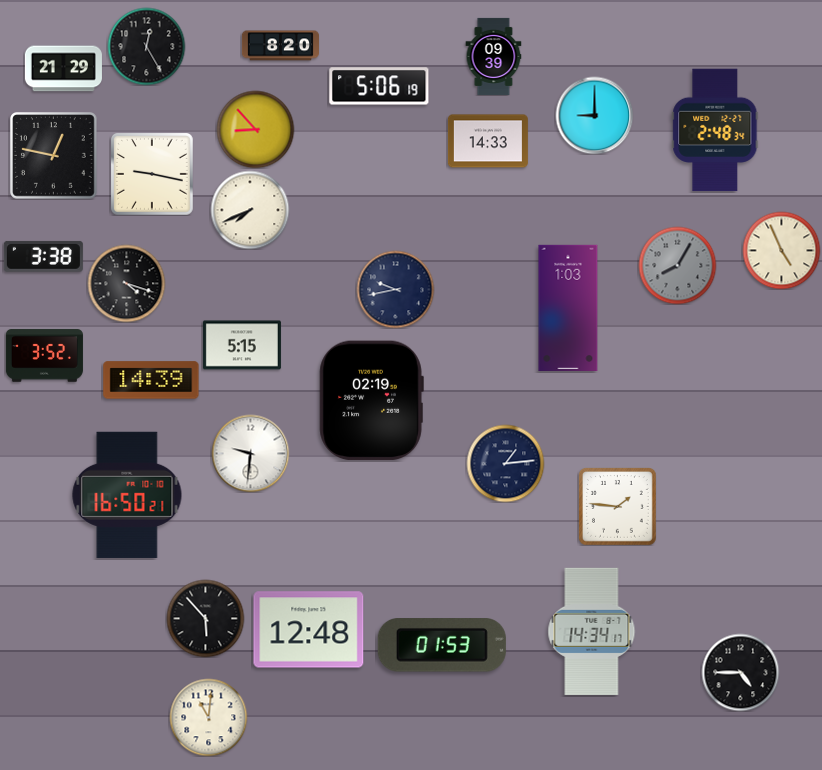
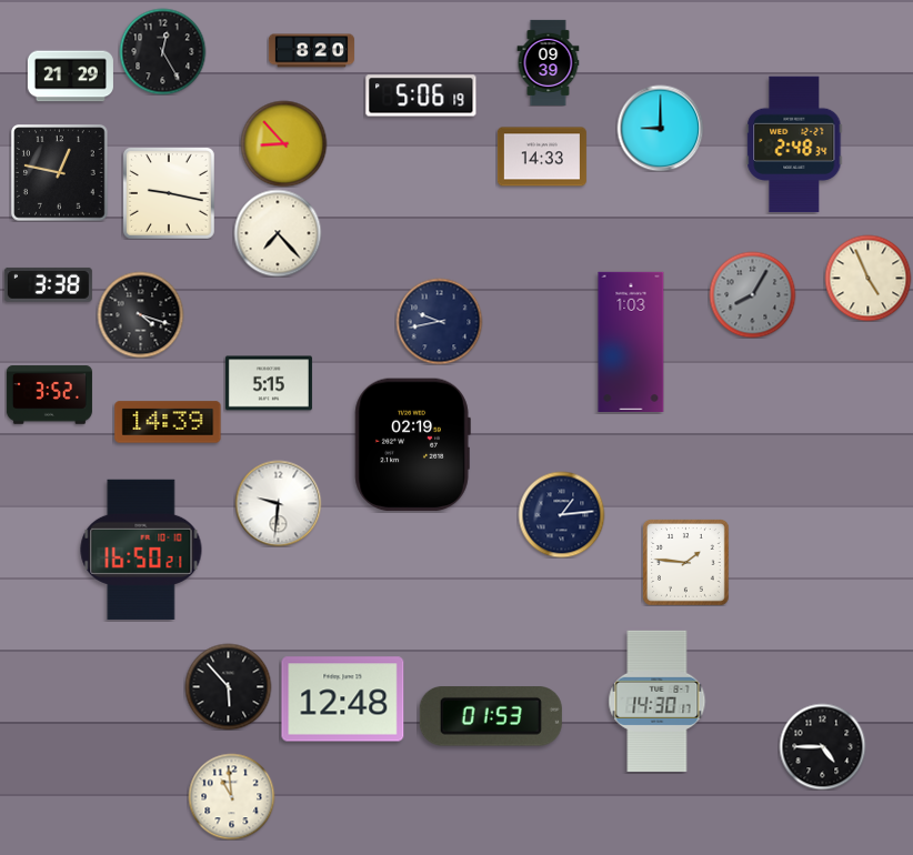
clock at (250, 210): 7:41 -> 7:23
clock at (592, 631): 14:34 -> 14:30
clock at (208, 717): 11:01 -> 10:59
